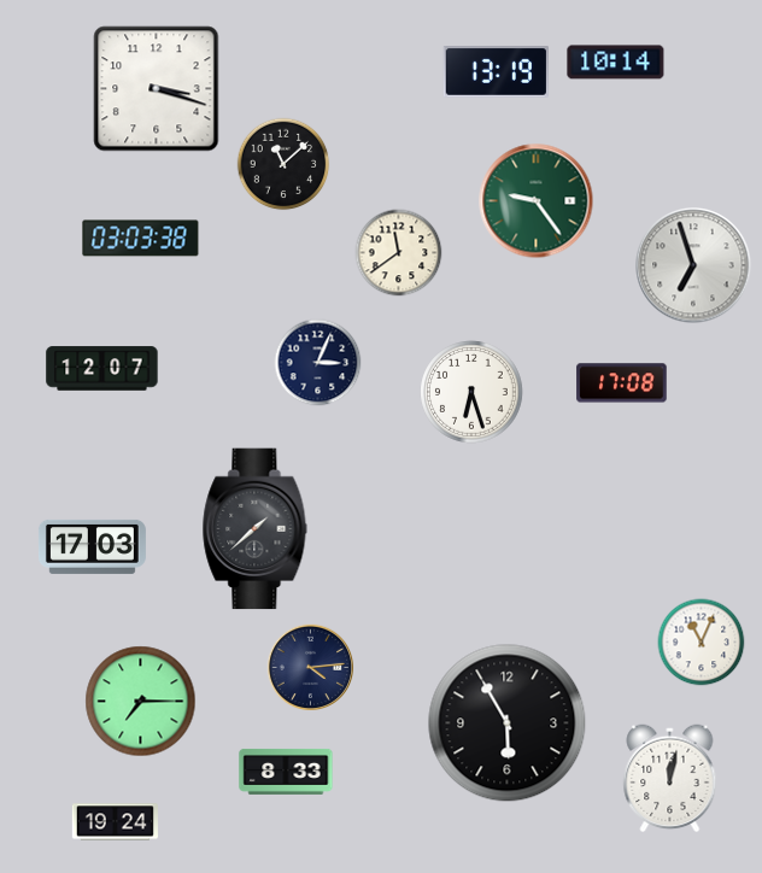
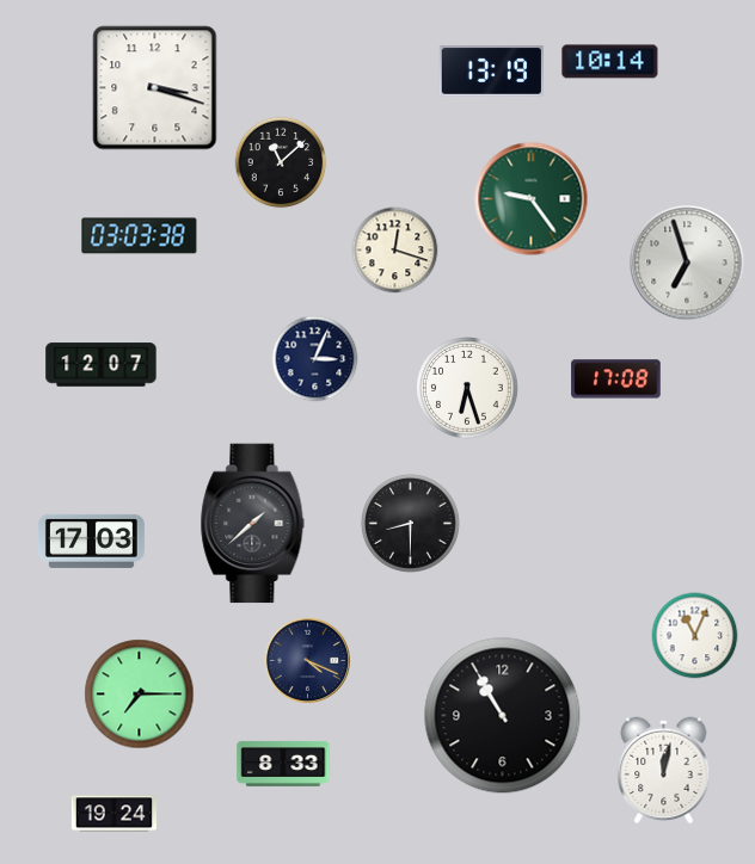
clock at (399, 253): 11:39 -> 12:18
clock at (410, 523): none -> 8:30
clock at (310, 667): 4:14 -> 4:19
clock at (508, 723): 5:55 -> 10:55
